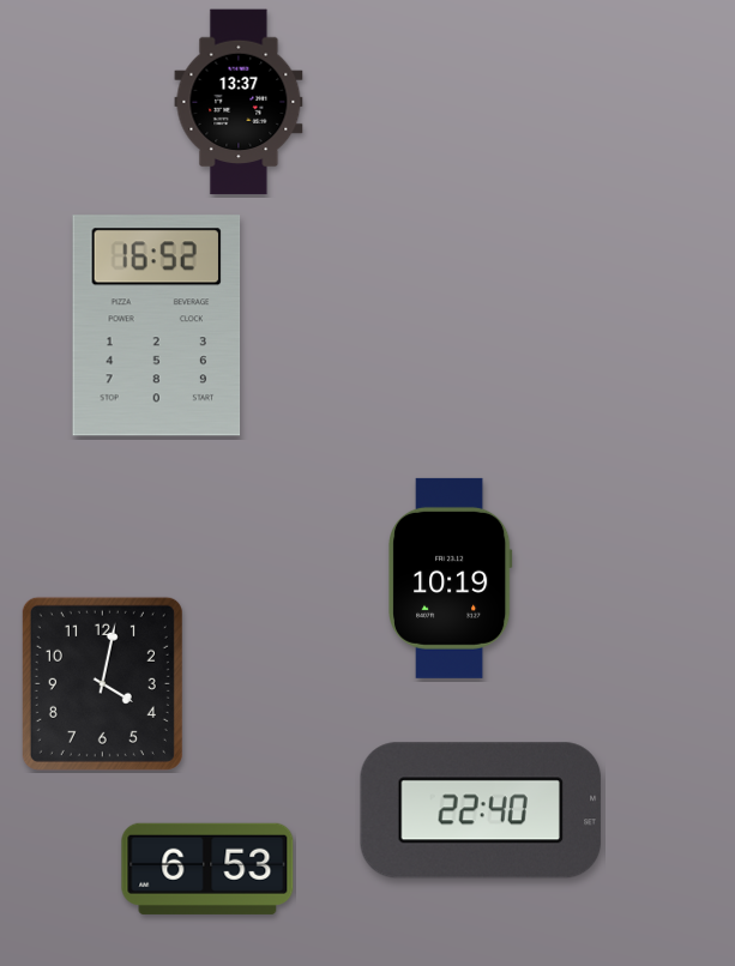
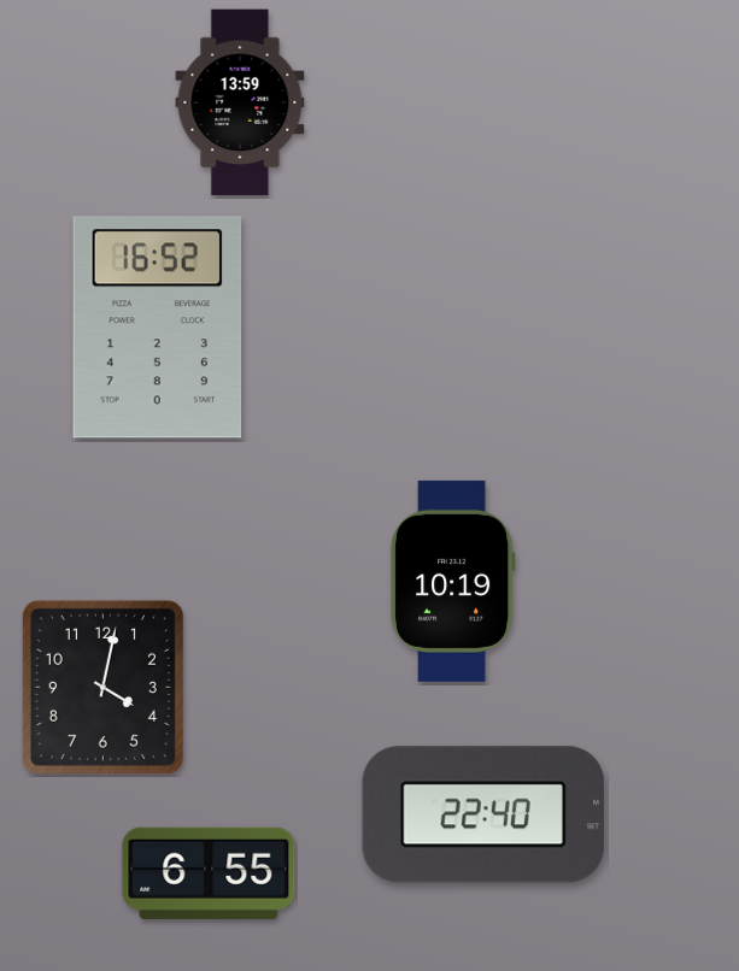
clock at (239, 102): 13:37 -> 13:59
clock at (207, 869): 6:53 -> 6:55
